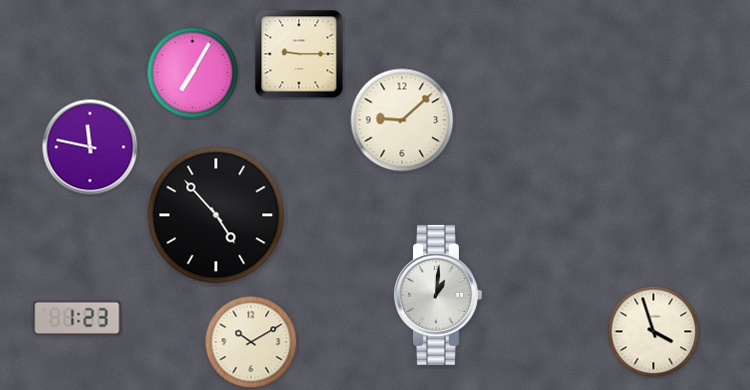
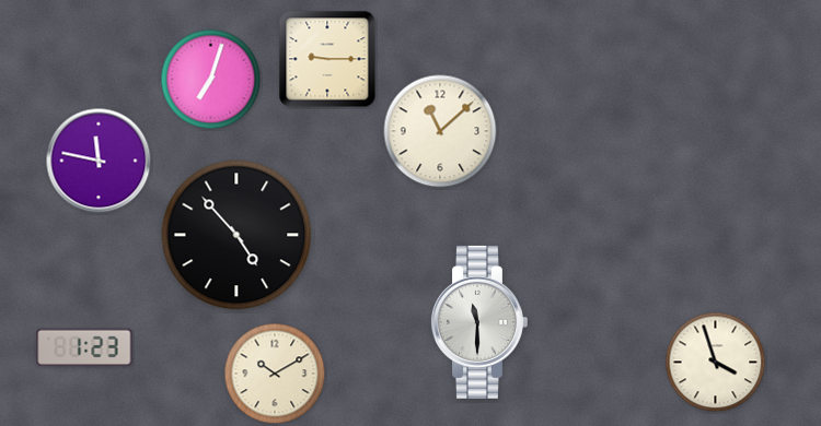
clock at (193, 73): 7:05 -> 7:03
clock at (402, 120): 9:08 -> 11:08
clock at (437, 295): 1:01 -> 11:30
